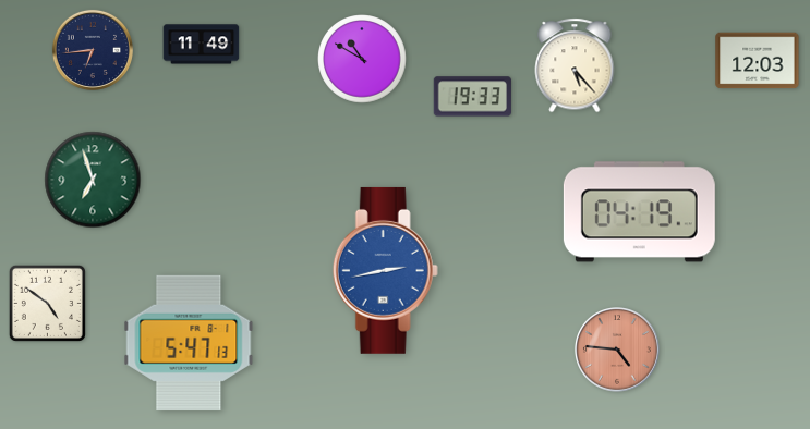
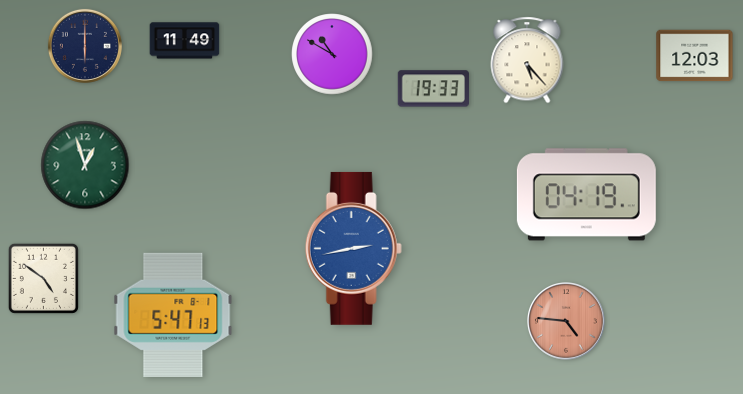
clock at (93, 50): 6:44 -> 6:00
clock at (93, 180): 6:57 -> 12:57
